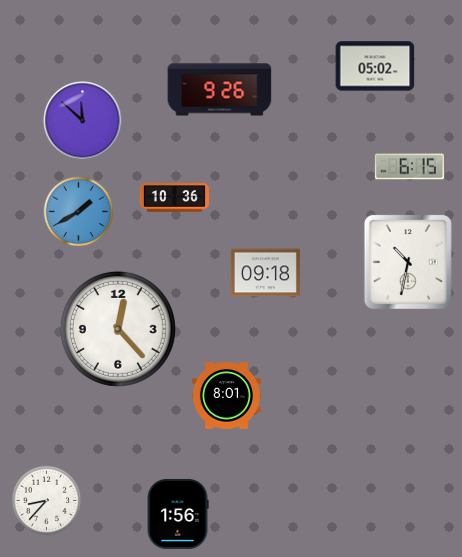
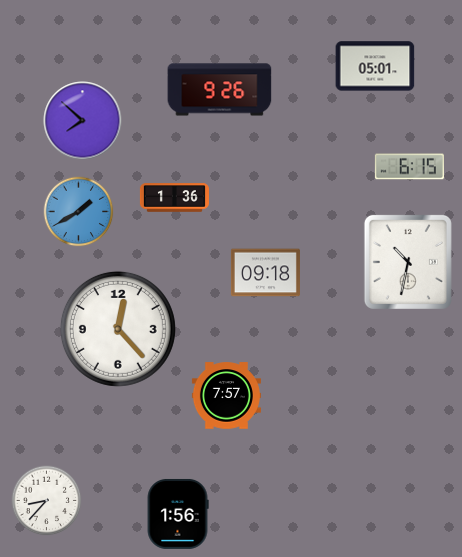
clock at (375, 66): 05:02 -> 05:01
clock at (83, 121): 11:52 -> 7:52
clock at (174, 198): 10:36 -> 1:36
clock at (226, 396): 8:01 -> 7:57
